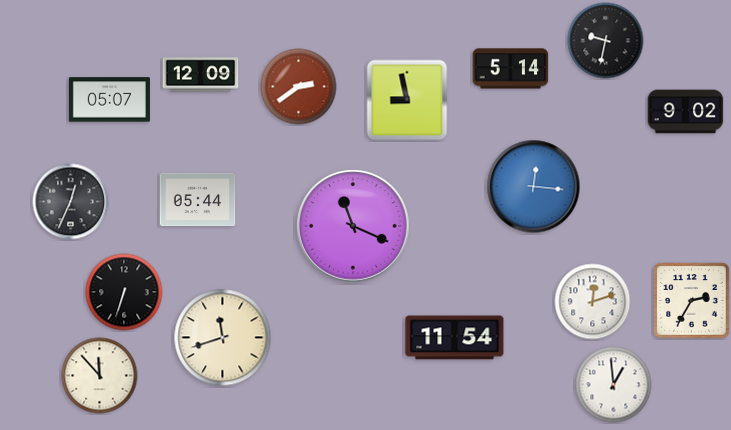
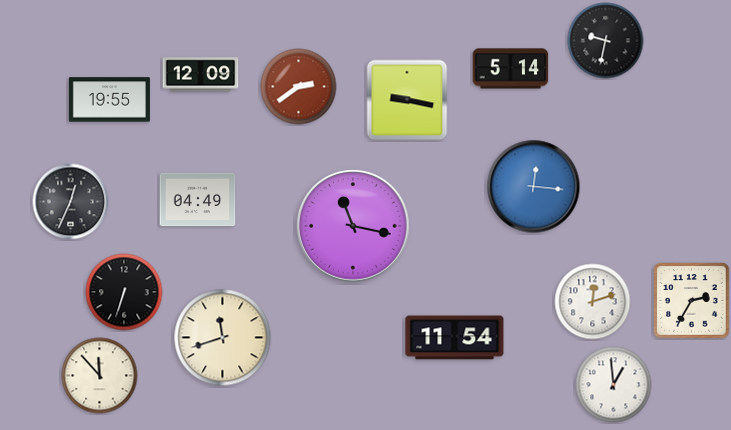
clock at (109, 100): 05:07 -> 19:55
clock at (407, 100): 8:58 -> 9:17
clock at (686, 112): 9:02 -> none
clock at (198, 200): 05:44 -> 04:49
clock at (353, 226): 11:19 -> 11:17
